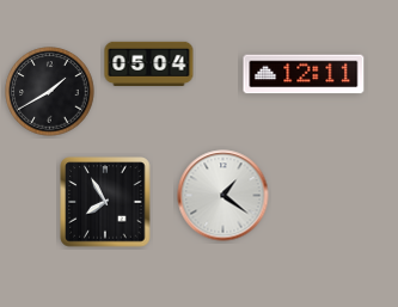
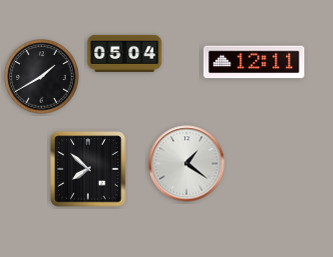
clock at (105, 202): 7:55 -> 7:52
